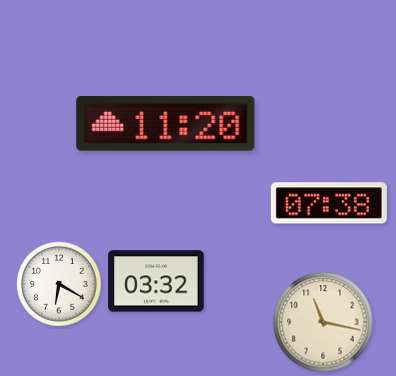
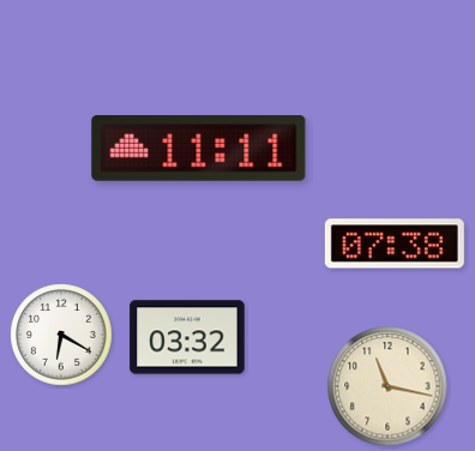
clock at (166, 124): 11:20 -> 11:11
clock at (59, 284) position: (59, 284) -> (61, 335)
